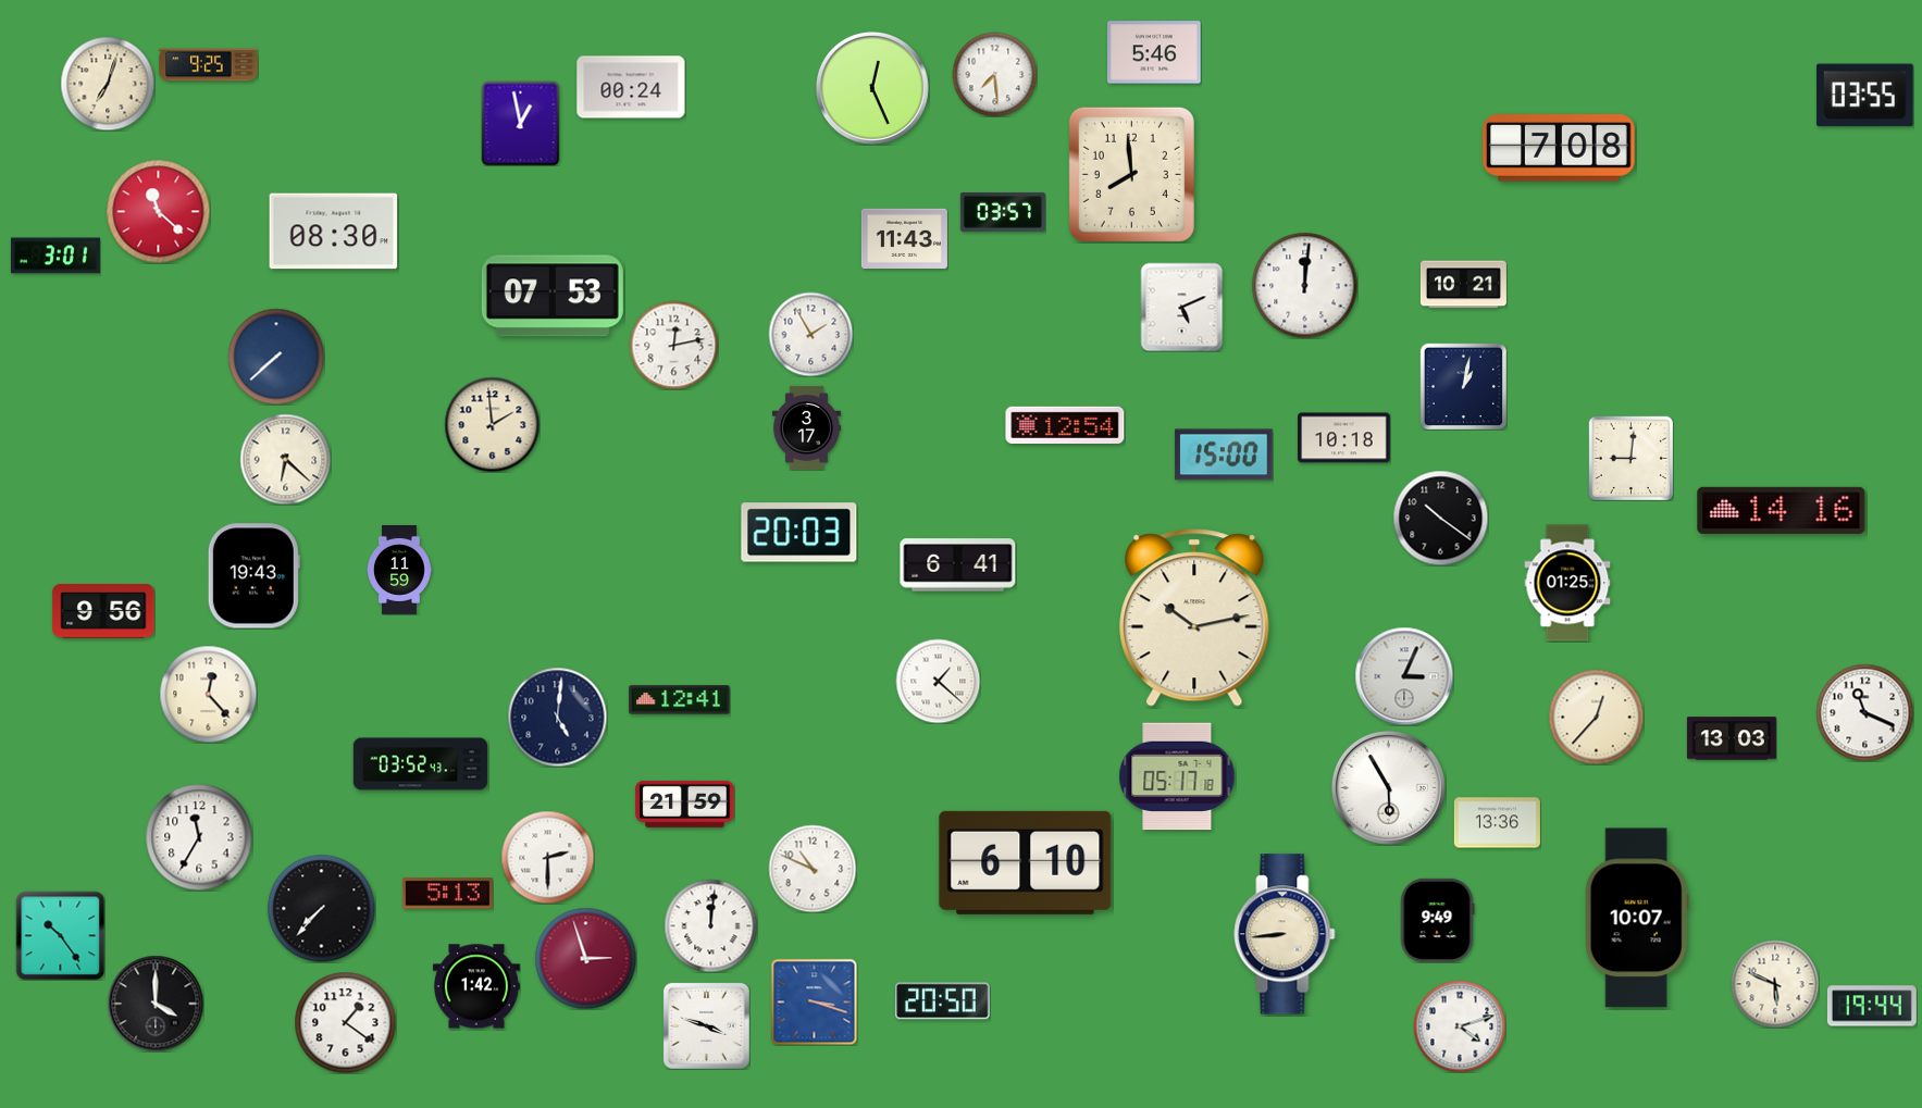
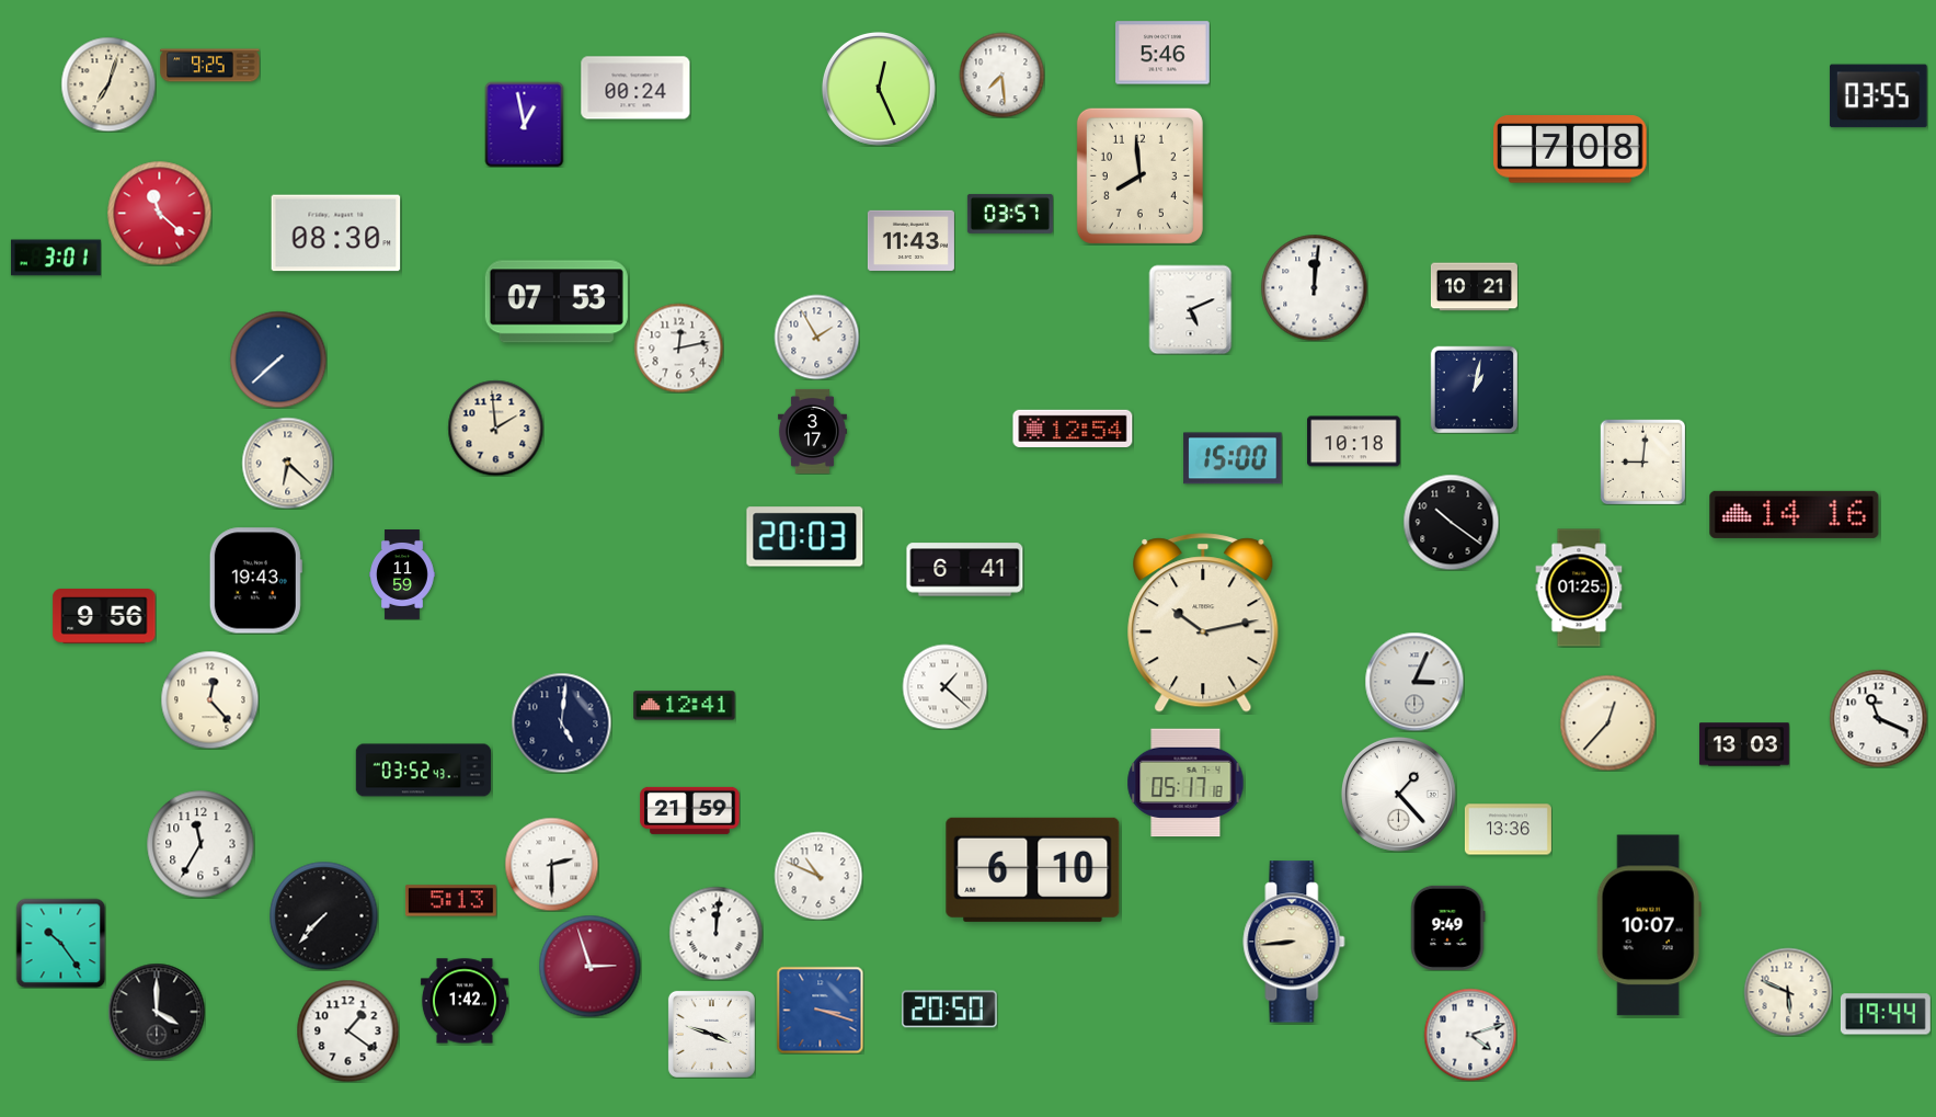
clock at (553, 296) position: (553, 296) -> (557, 301)
clock at (1388, 787): 5:55 -> 1:23
clock at (476, 986) position: (476, 986) -> (465, 1001)
